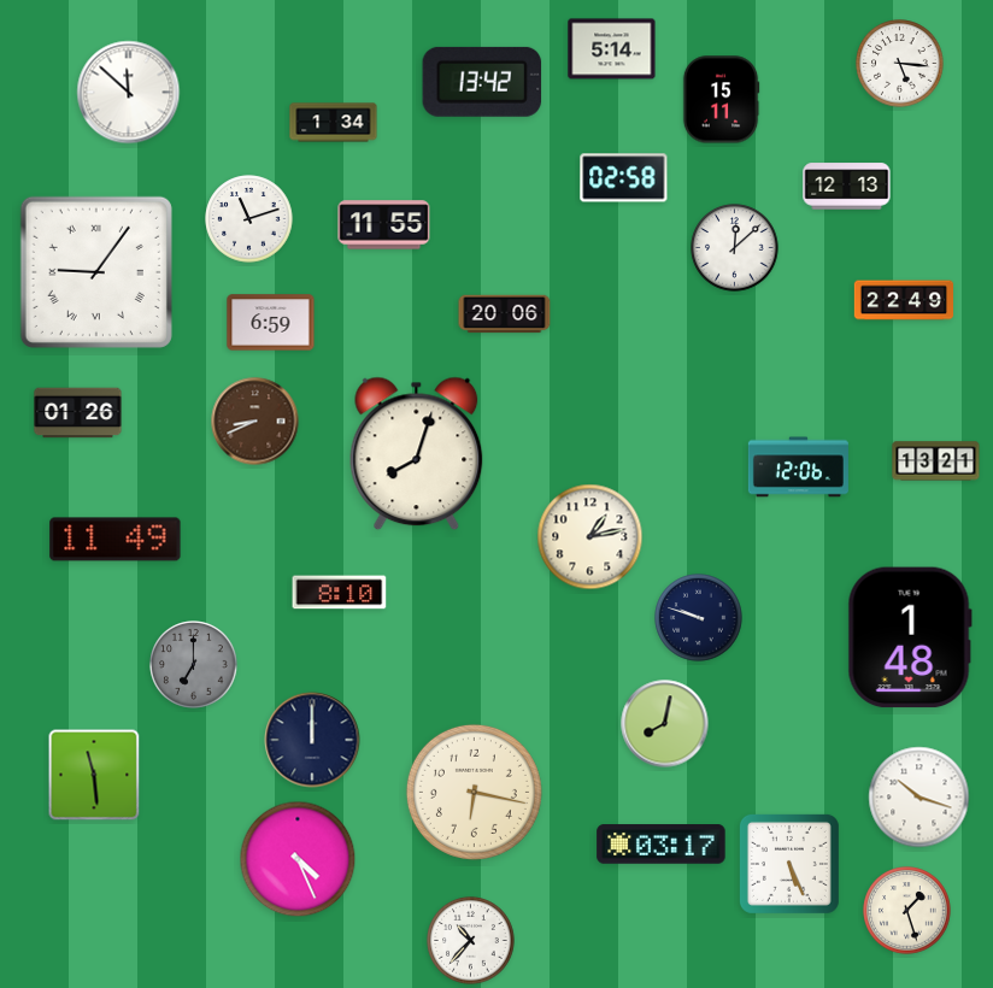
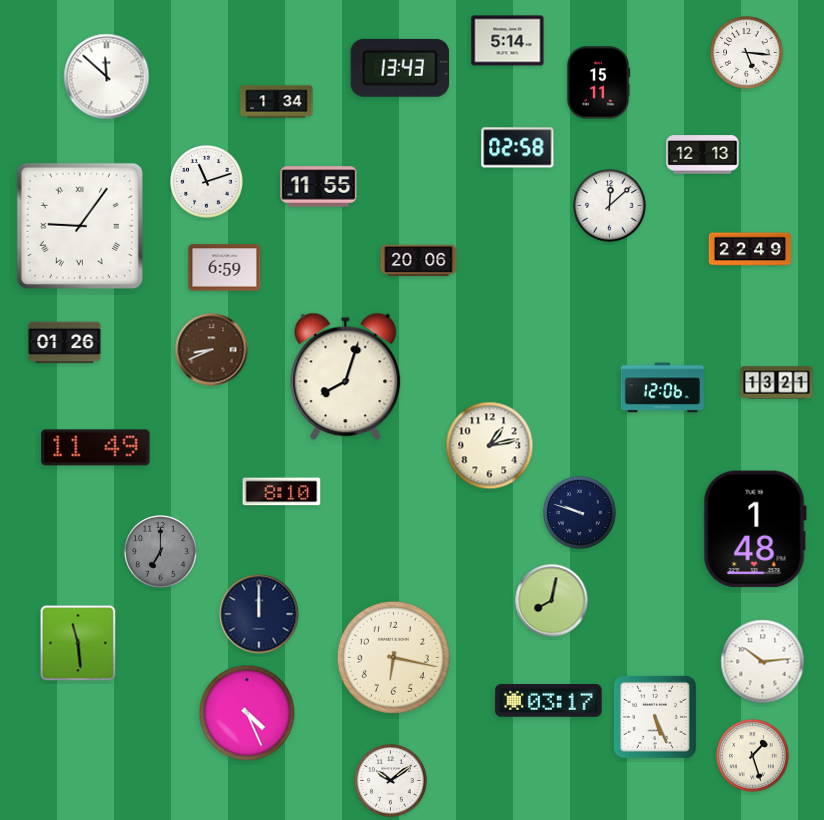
clock at (482, 82): 13:42 -> 13:43
clock at (919, 798): 10:18 -> 10:14
clock at (471, 941): 10:37 -> 10:09
